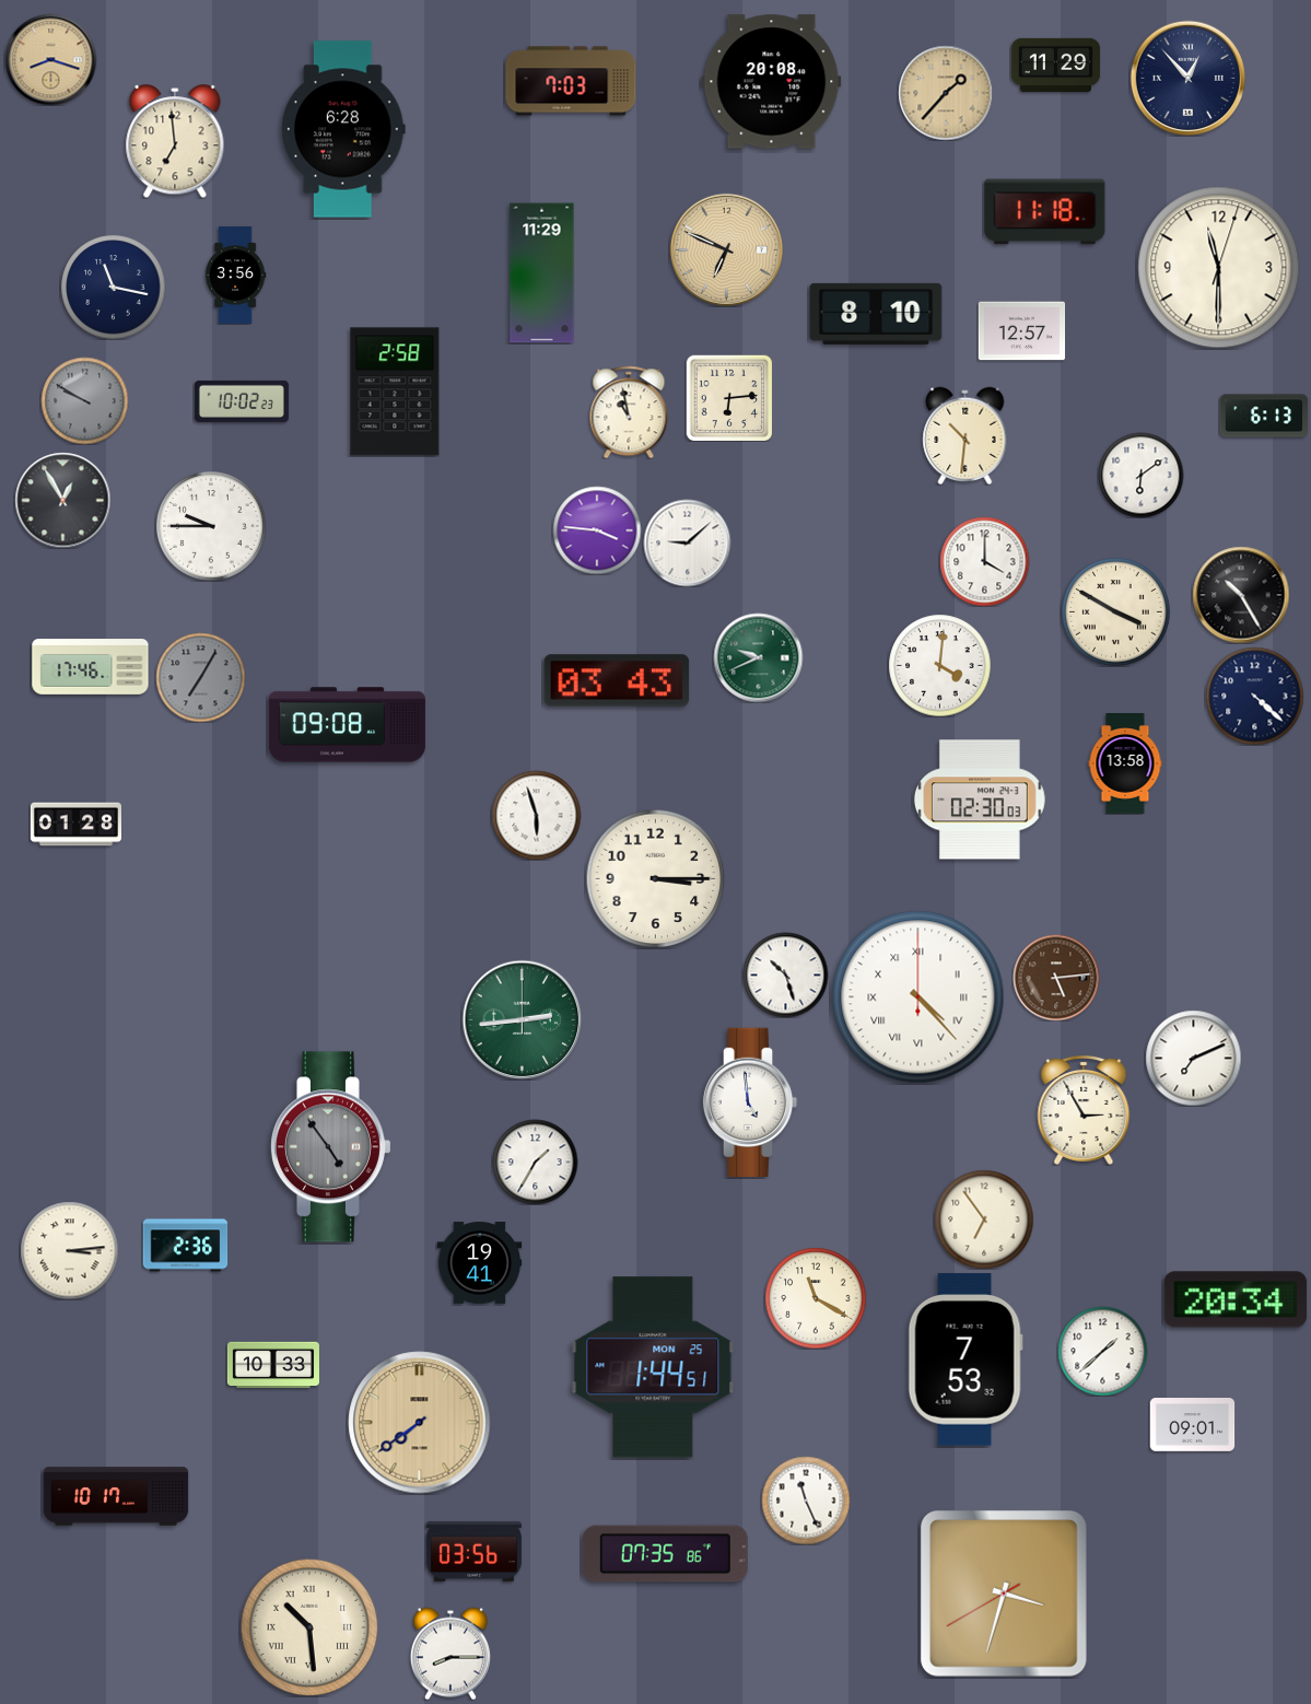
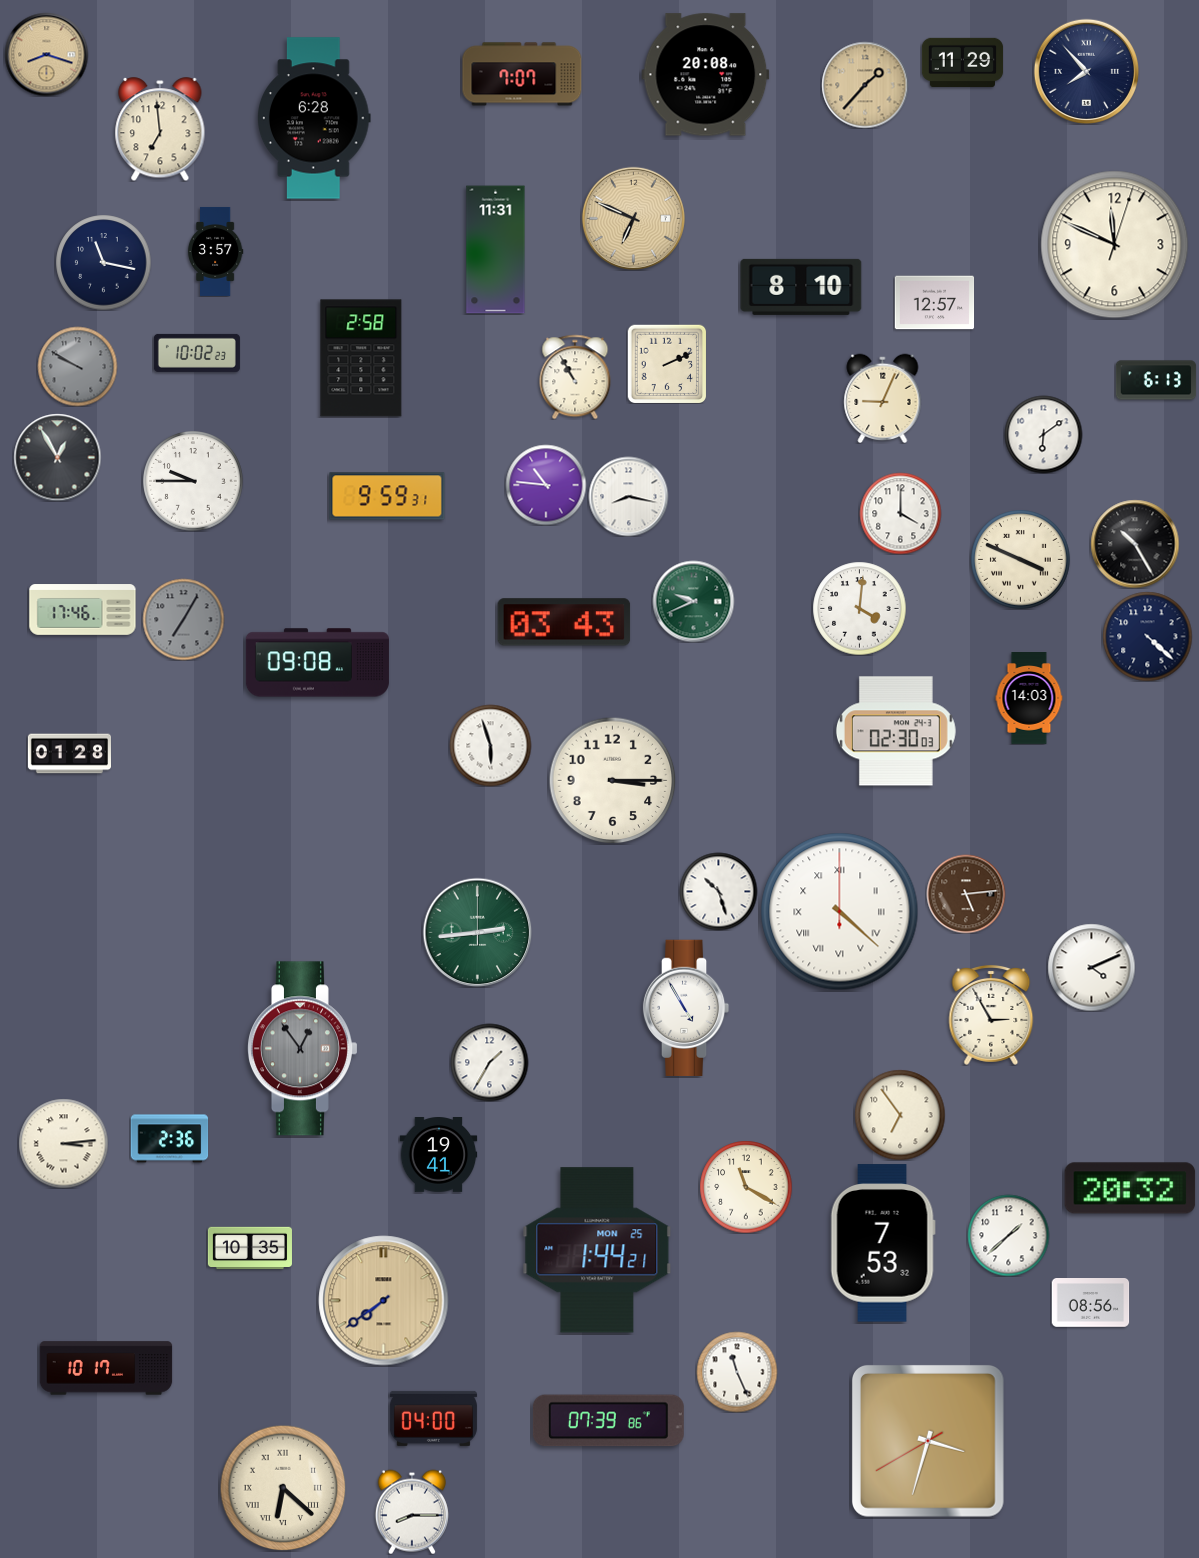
clock at (1055, 65) position: (1055, 65) -> (962, 62)
clock at (1187, 78): 12:53 -> 7:53
clock at (571, 81): 7:03 -> 7:07
clock at (1045, 212): 11:18 -> none
clock at (726, 249) position: (726, 249) -> (633, 218)
clock at (1219, 268): 11:30 -> 11:49
clock at (542, 273): 11:29 -> 11:31
clock at (235, 275): 3:56 -> 3:57
clock at (729, 398): 6:14 -> 2:11
clock at (242, 401) position: (242, 401) -> (197, 353)
clock at (629, 412): 10:58 -> 10:55
clock at (965, 435): 10:31 -> 9:04
clock at (597, 530): 3:46 -> 10:46
clock at (387, 496): none -> 9:59
clock at (687, 542): 9:08 -> 8:17
clock at (1116, 612): 3:50 -> 3:49
clock at (1125, 765): 13:58 -> 14:03
clock at (655, 878) position: (655, 878) -> (612, 780)
clock at (918, 997): 4:23 -> 4:22
clock at (1193, 1058): 7:11 -> 4:11
clock at (750, 1101): 4:59 -> 4:55
clock at (330, 1147): 4:54 -> 12:54
clock at (1236, 1299): 20:34 -> 20:32
clock at (273, 1365): 10:33 -> 10:35
clock at (653, 1367): 1:44:51 -> 1:44:21
clock at (1192, 1425): 09:01 -> 08:56
clock at (473, 1551): 03:56 -> 04:00
clock at (665, 1554): 07:35 -> 07:39
clock at (1004, 1594) position: (1004, 1594) -> (928, 1441)
clock at (309, 1627): 10:29 -> 6:22
